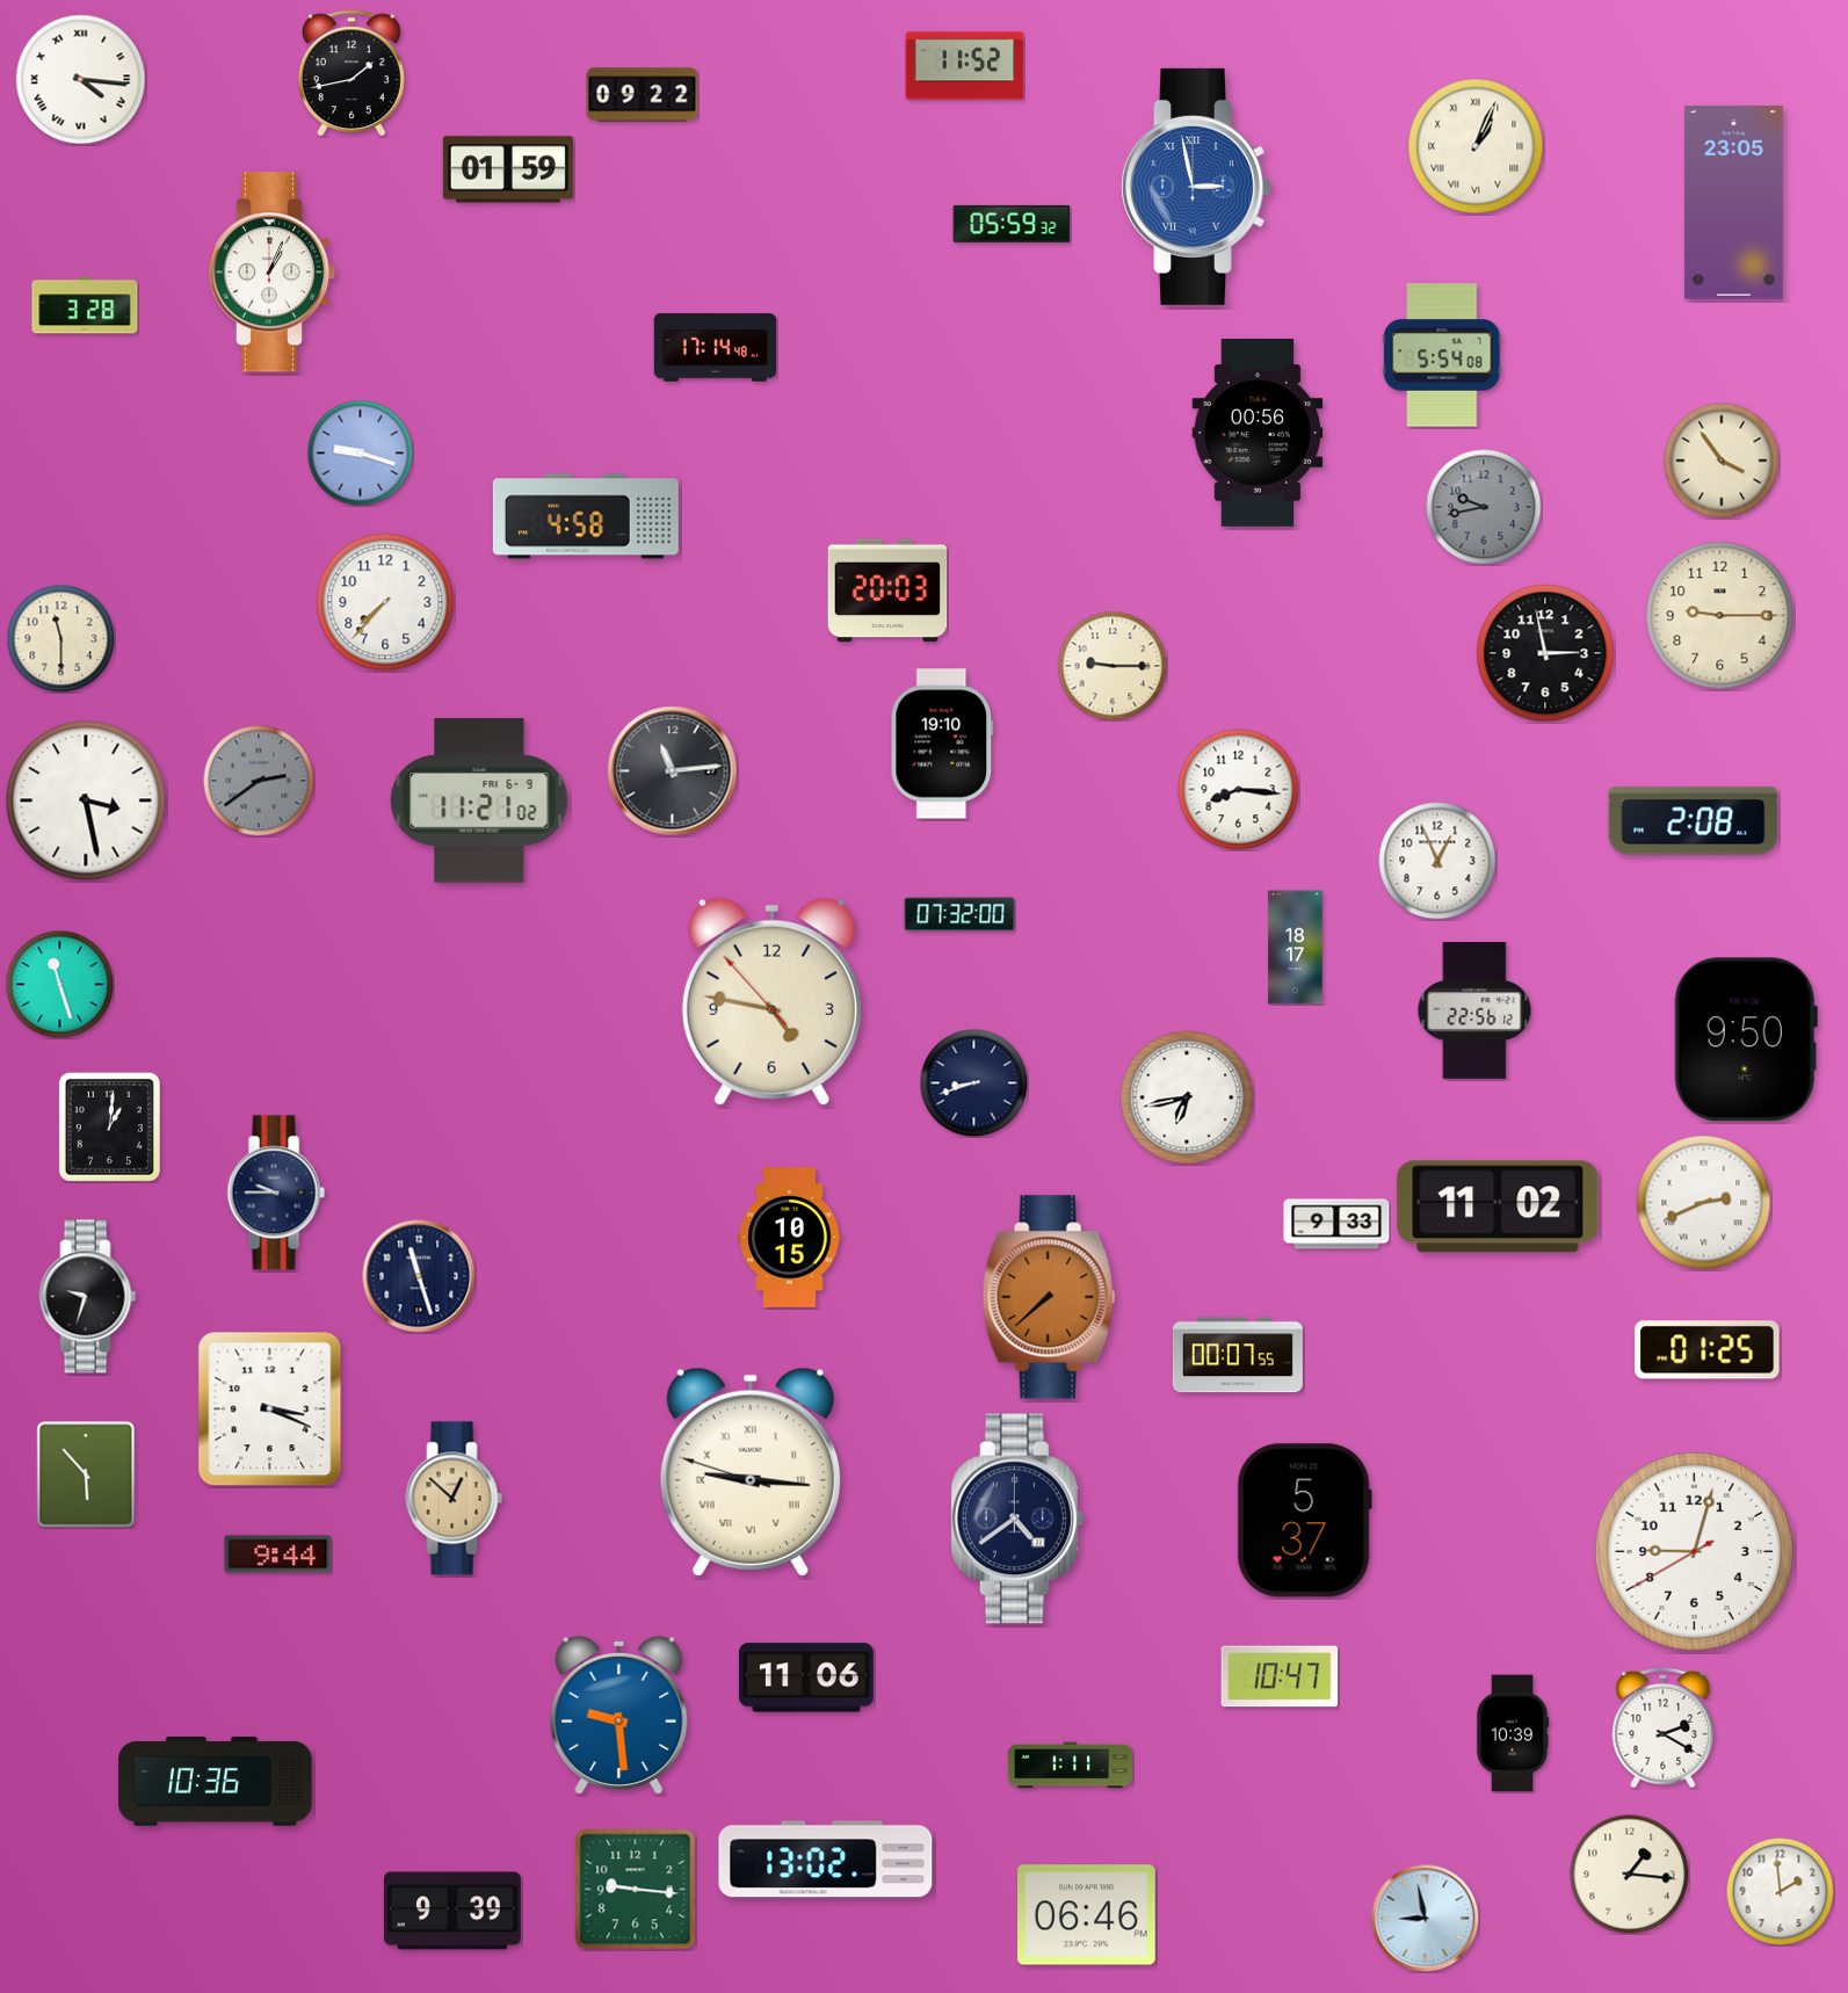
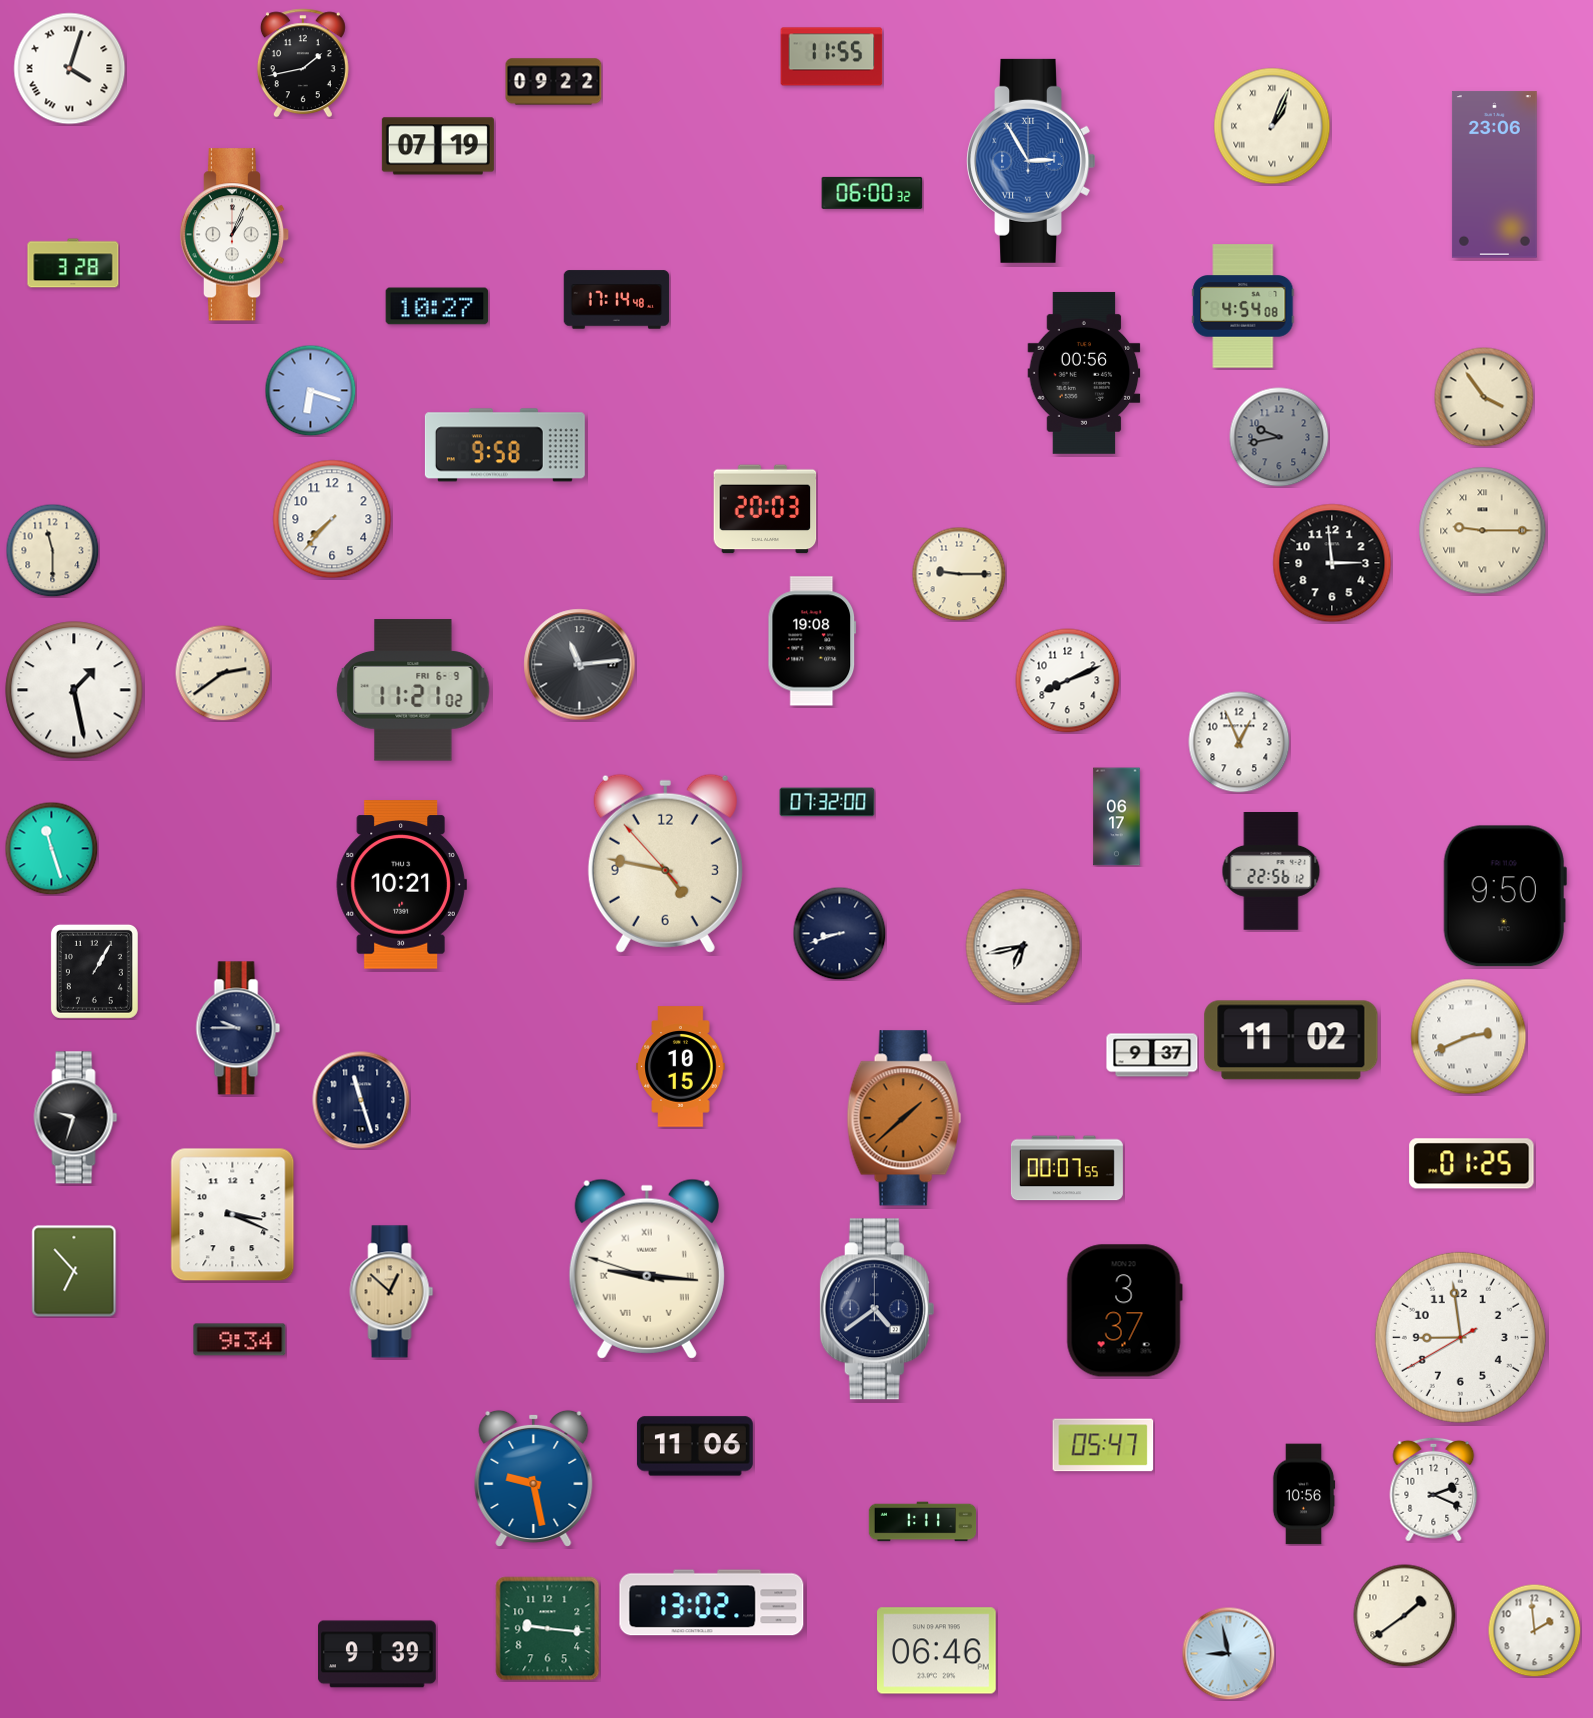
clock at (965, 66): 11:52 -> 11:55
clock at (81, 80): 4:16 -> 4:03
clock at (508, 169): 01:59 -> 07:19
clock at (1195, 187): 2:58 -> 2:55
clock at (1733, 203): 23:05 -> 23:06
clock at (1012, 224): 05:59 -> 06:00
clock at (437, 306): none -> 10:27
clock at (1442, 355): 5:54 -> 4:54
clock at (360, 452): 9:18 -> 6:18
clock at (586, 516): 4:58 -> 9:58
clock at (1720, 616) numerals: Arabic -> Roman
clock at (1545, 653): 2:58 -> 2:59
clock at (942, 744): 19:10 -> 19:08
clock at (259, 781) dial: grey -> cream
clock at (1239, 790): 8:16 -> 8:11
clock at (86, 800): 3:28 -> 1:28
clock at (1694, 821): 2:08 -> none
clock at (959, 914) position: (959, 914) -> (827, 802)
clock at (1296, 948): 18:17 -> 06:17
clock at (401, 885): none -> 10:21
clock at (109, 1126): 1:01 -> 1:05
clock at (1336, 1224): 9:33 -> 9:37
clock at (1049, 1297): 7:38 -> 1:38
clock at (86, 1474): 5:53 -> 6:53
clock at (1304, 1521): 5:37 -> 3:37
clock at (1694, 1551): 9:02 -> 8:58
clock at (278, 1554): 9:44 -> 9:34
clock at (1280, 1676): 10:47 -> 05:47
clock at (619, 1715): 9:29 -> 9:28
clock at (1664, 1727): 2:20 -> 2:19
clock at (1513, 1733): 10:39 -> 10:56
clock at (216, 1781): 10:36 -> none
clock at (1630, 1875): 1:16 -> 1:39
clock at (454, 1911) position: (454, 1911) -> (378, 1654)
